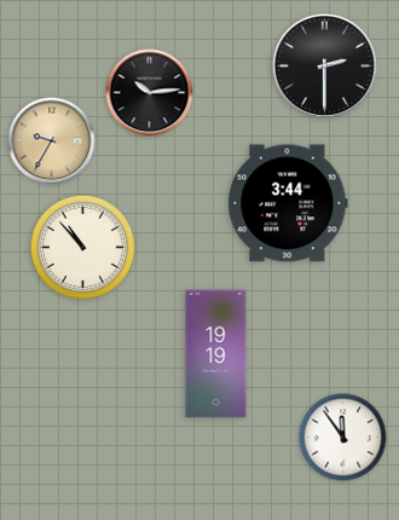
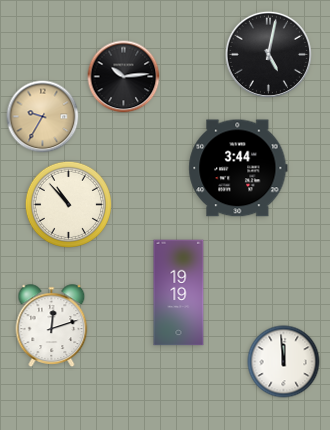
clock at (324, 65): 2:30 -> 5:02
clock at (52, 325): none -> 12:12
clock at (343, 438): 11:54 -> 11:59
